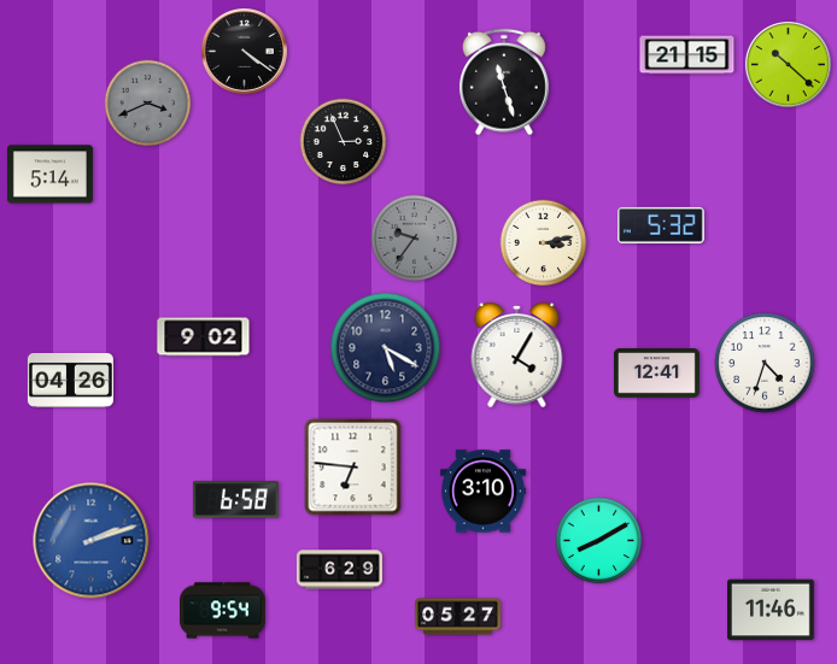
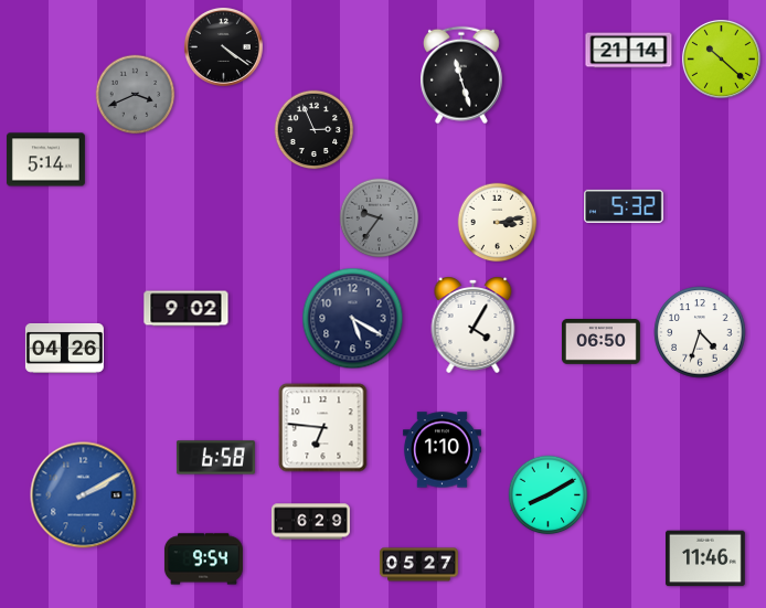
clock at (687, 55): 21:15 -> 21:14
clock at (662, 225) position: (662, 225) -> (625, 206)
clock at (656, 374): 12:41 -> 06:50
clock at (482, 492): 3:10 -> 1:10
clock at (92, 541): 2:12 -> 2:10
